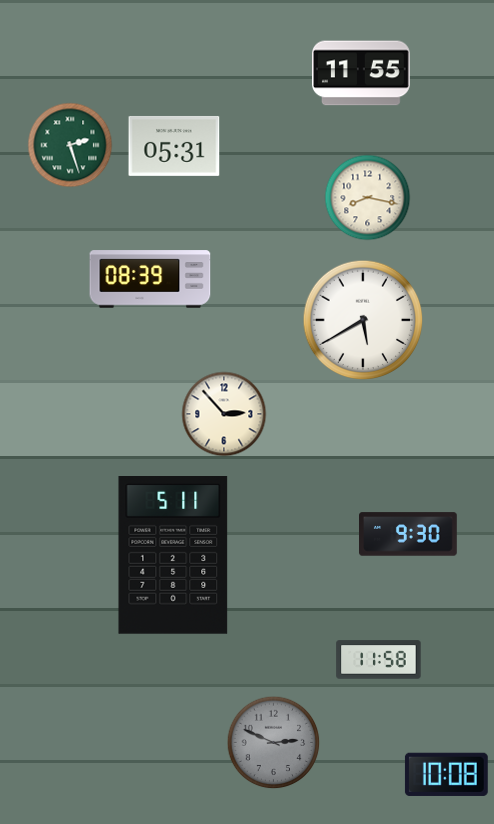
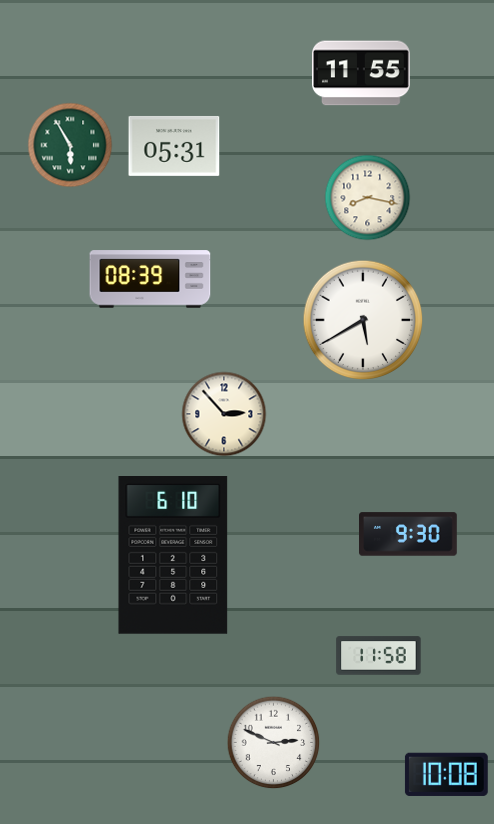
clock at (70, 145): 2:27 -> 5:55
clock at (173, 556): 5:11 -> 6:10
clock at (379, 660) position: (379, 660) -> (379, 656)
clock at (274, 743) dial: grey -> white
